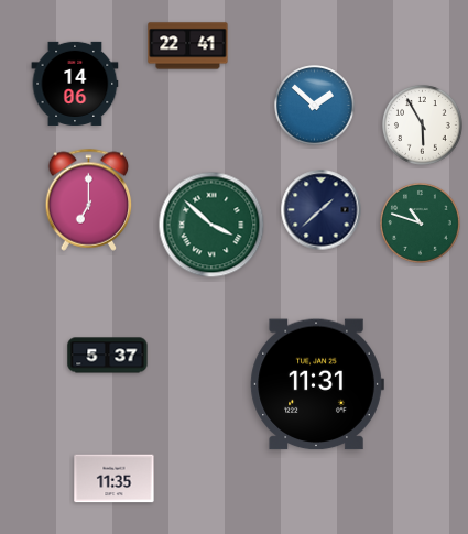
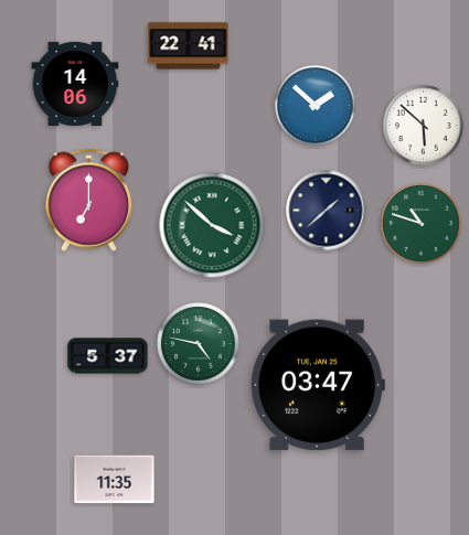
clock at (423, 126): 5:55 -> 5:52
clock at (322, 210) position: (322, 210) -> (327, 211)
clock at (199, 344): none -> 4:47
clock at (317, 384): 11:31 -> 03:47
